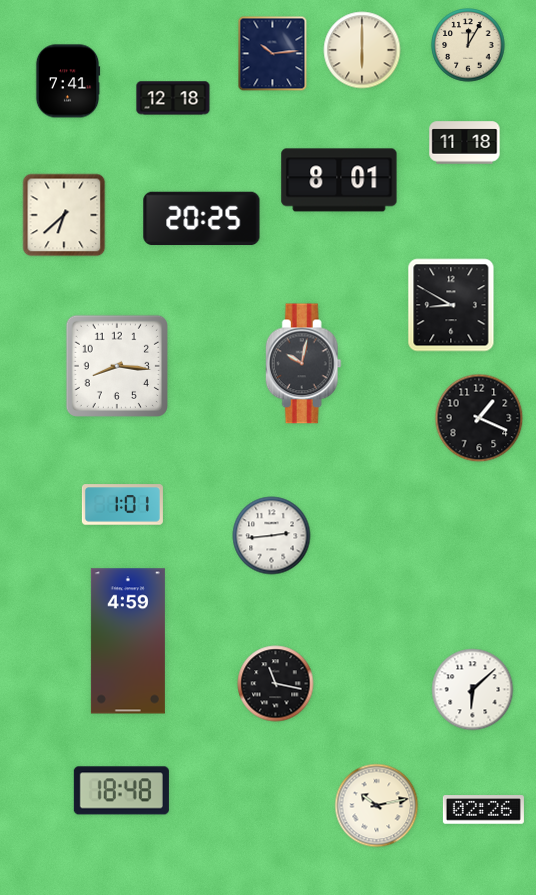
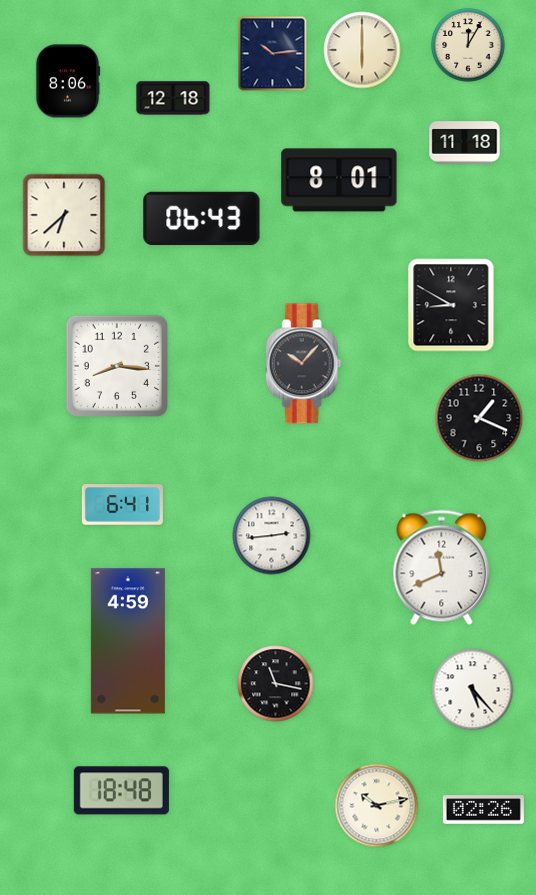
clock at (68, 81): 7:41 -> 8:06
clock at (202, 219): 20:25 -> 06:43
clock at (303, 364): 10:02 -> 10:07
clock at (122, 505): 1:01 -> 6:41
clock at (442, 568): none -> 11:41
clock at (473, 690): 6:08 -> 5:23
